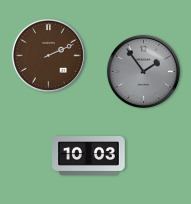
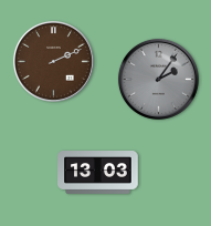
clock at (143, 71): 1:54 -> 2:06
clock at (89, 156): 10:03 -> 13:03
